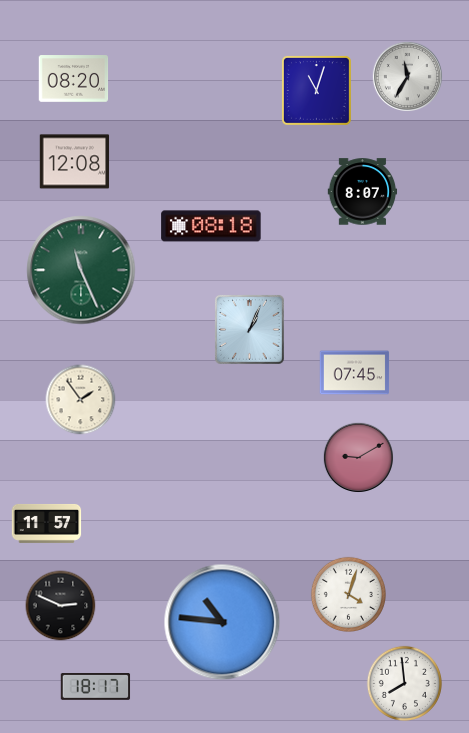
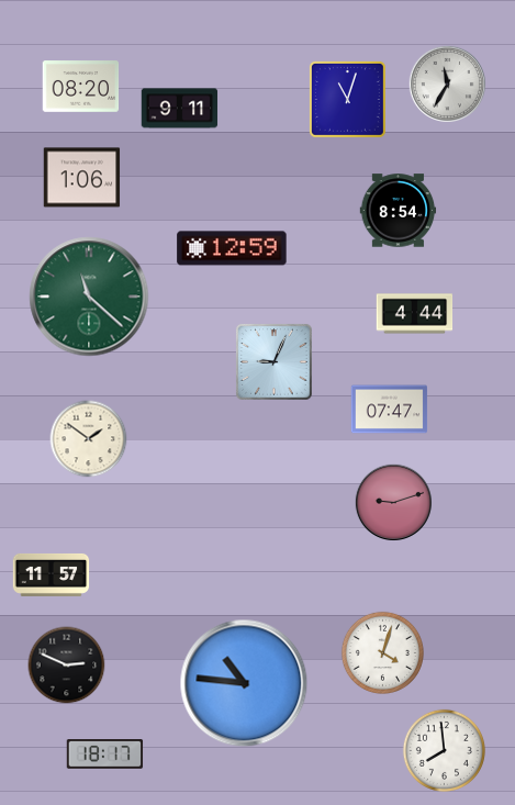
clock at (180, 109): none -> 9:11
clock at (75, 162): 12:08 -> 1:06
clock at (363, 192): 8:07 -> 8:54
clock at (211, 226): 08:18 -> 12:59
clock at (81, 270): 11:26 -> 11:22
clock at (415, 314): none -> 4:44
clock at (249, 329): 1:04 -> 9:04
clock at (355, 373): 07:45 -> 07:47
clock at (81, 400): 1:54 -> 1:51
clock at (358, 457): 9:10 -> 9:12
